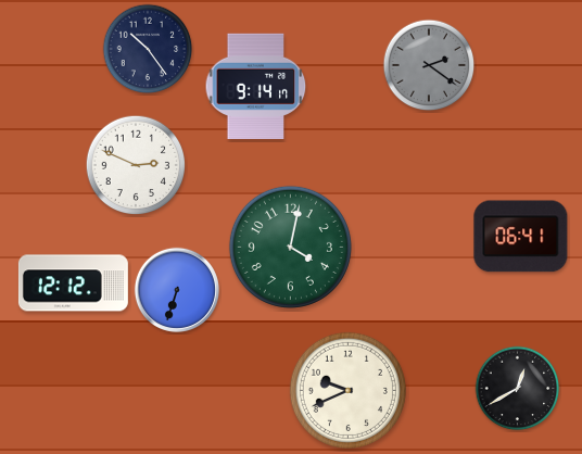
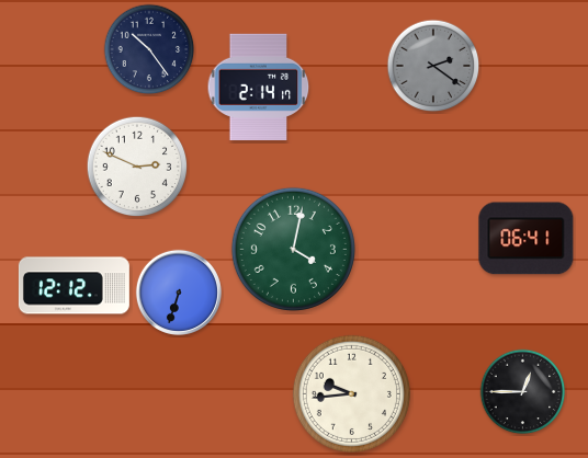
clock at (256, 86): 9:14 -> 2:14
clock at (518, 389): 12:40 -> 12:45
clock at (347, 390): 9:41 -> 9:44
